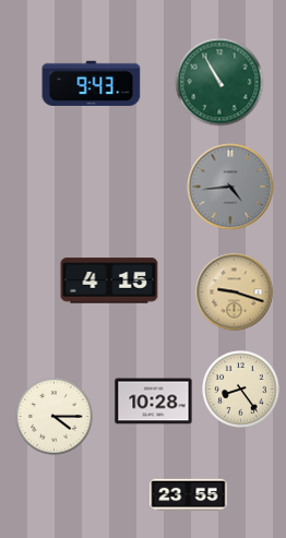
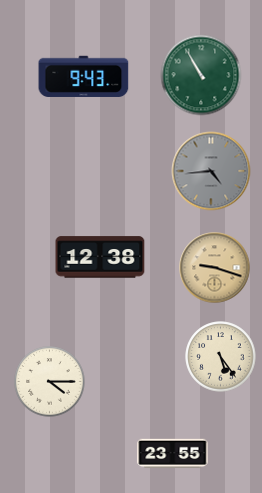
clock at (109, 280): 4:15 -> 12:38
clock at (241, 390): 8:24 -> 5:24
clock at (154, 402): 10:28 -> none
